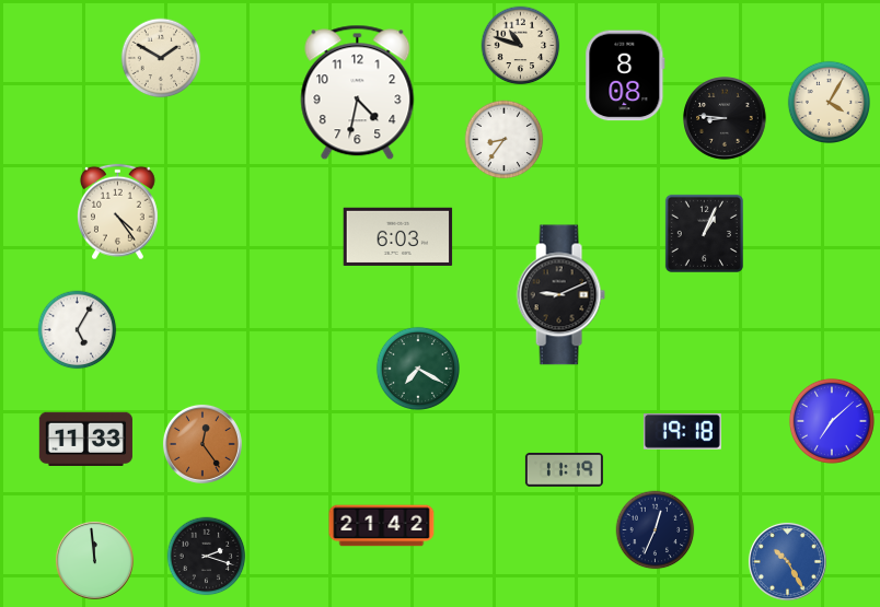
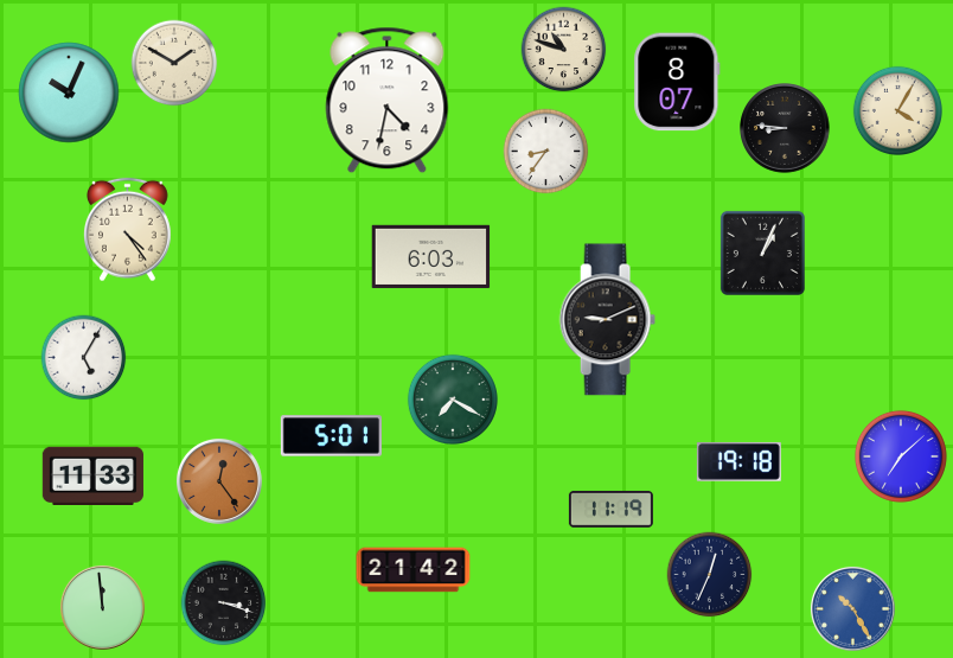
clock at (625, 75): 8:08 -> 8:07
clock at (69, 92): none -> 10:04
clock at (331, 436): none -> 5:01
clock at (682, 431) position: (682, 431) -> (738, 461)
clock at (207, 557): 2:18 -> 3:18
